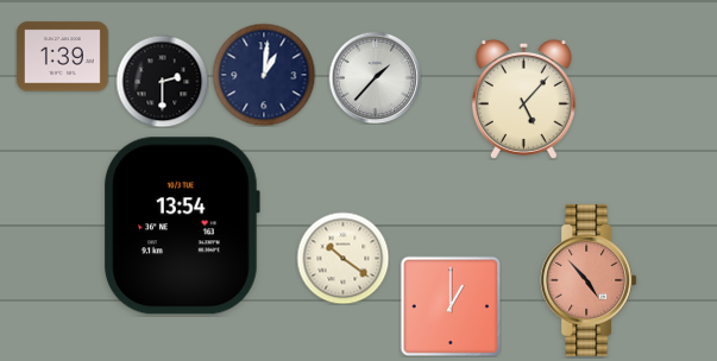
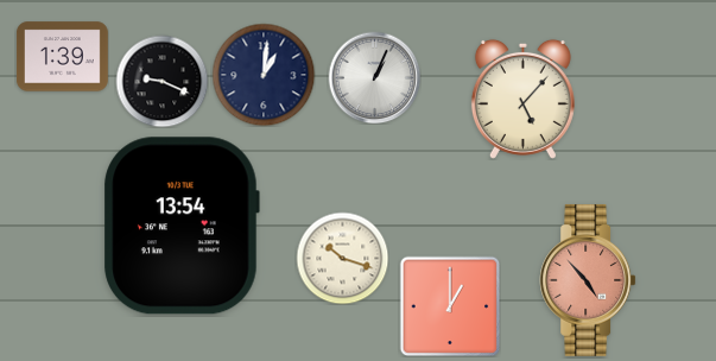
clock at (375, 77): 1:37 -> 1:04
clock at (162, 81): 2:30 -> 9:19
clock at (342, 258): 10:21 -> 10:18
